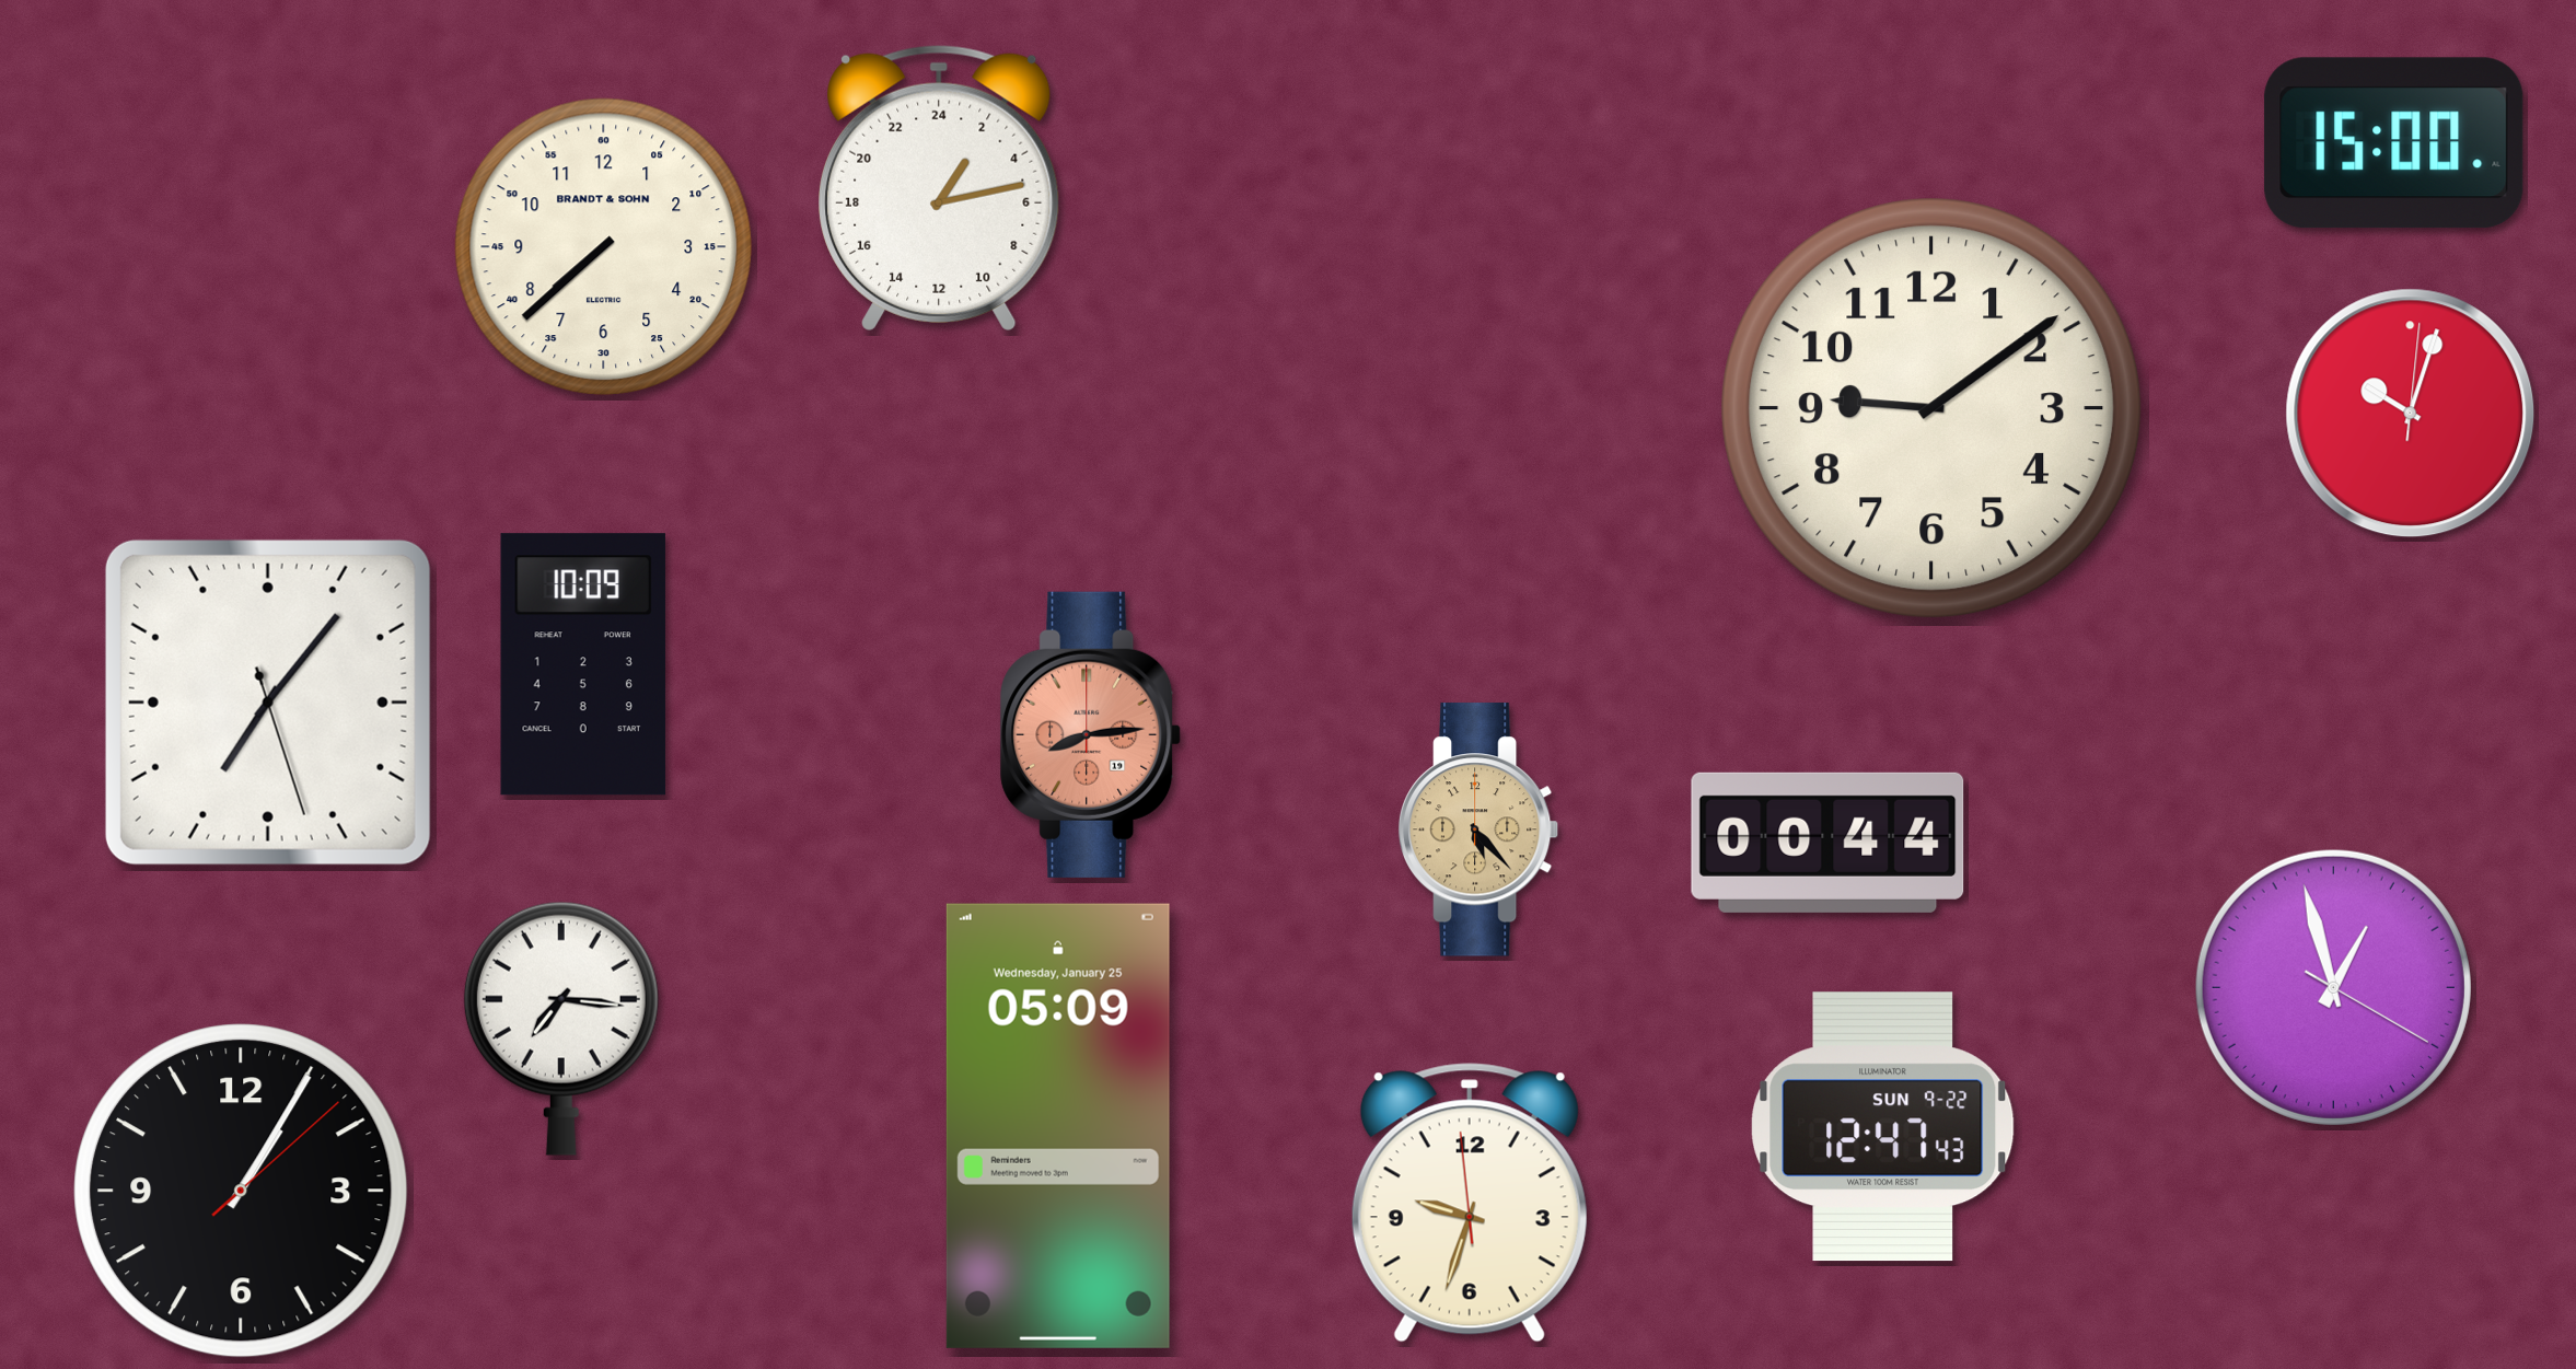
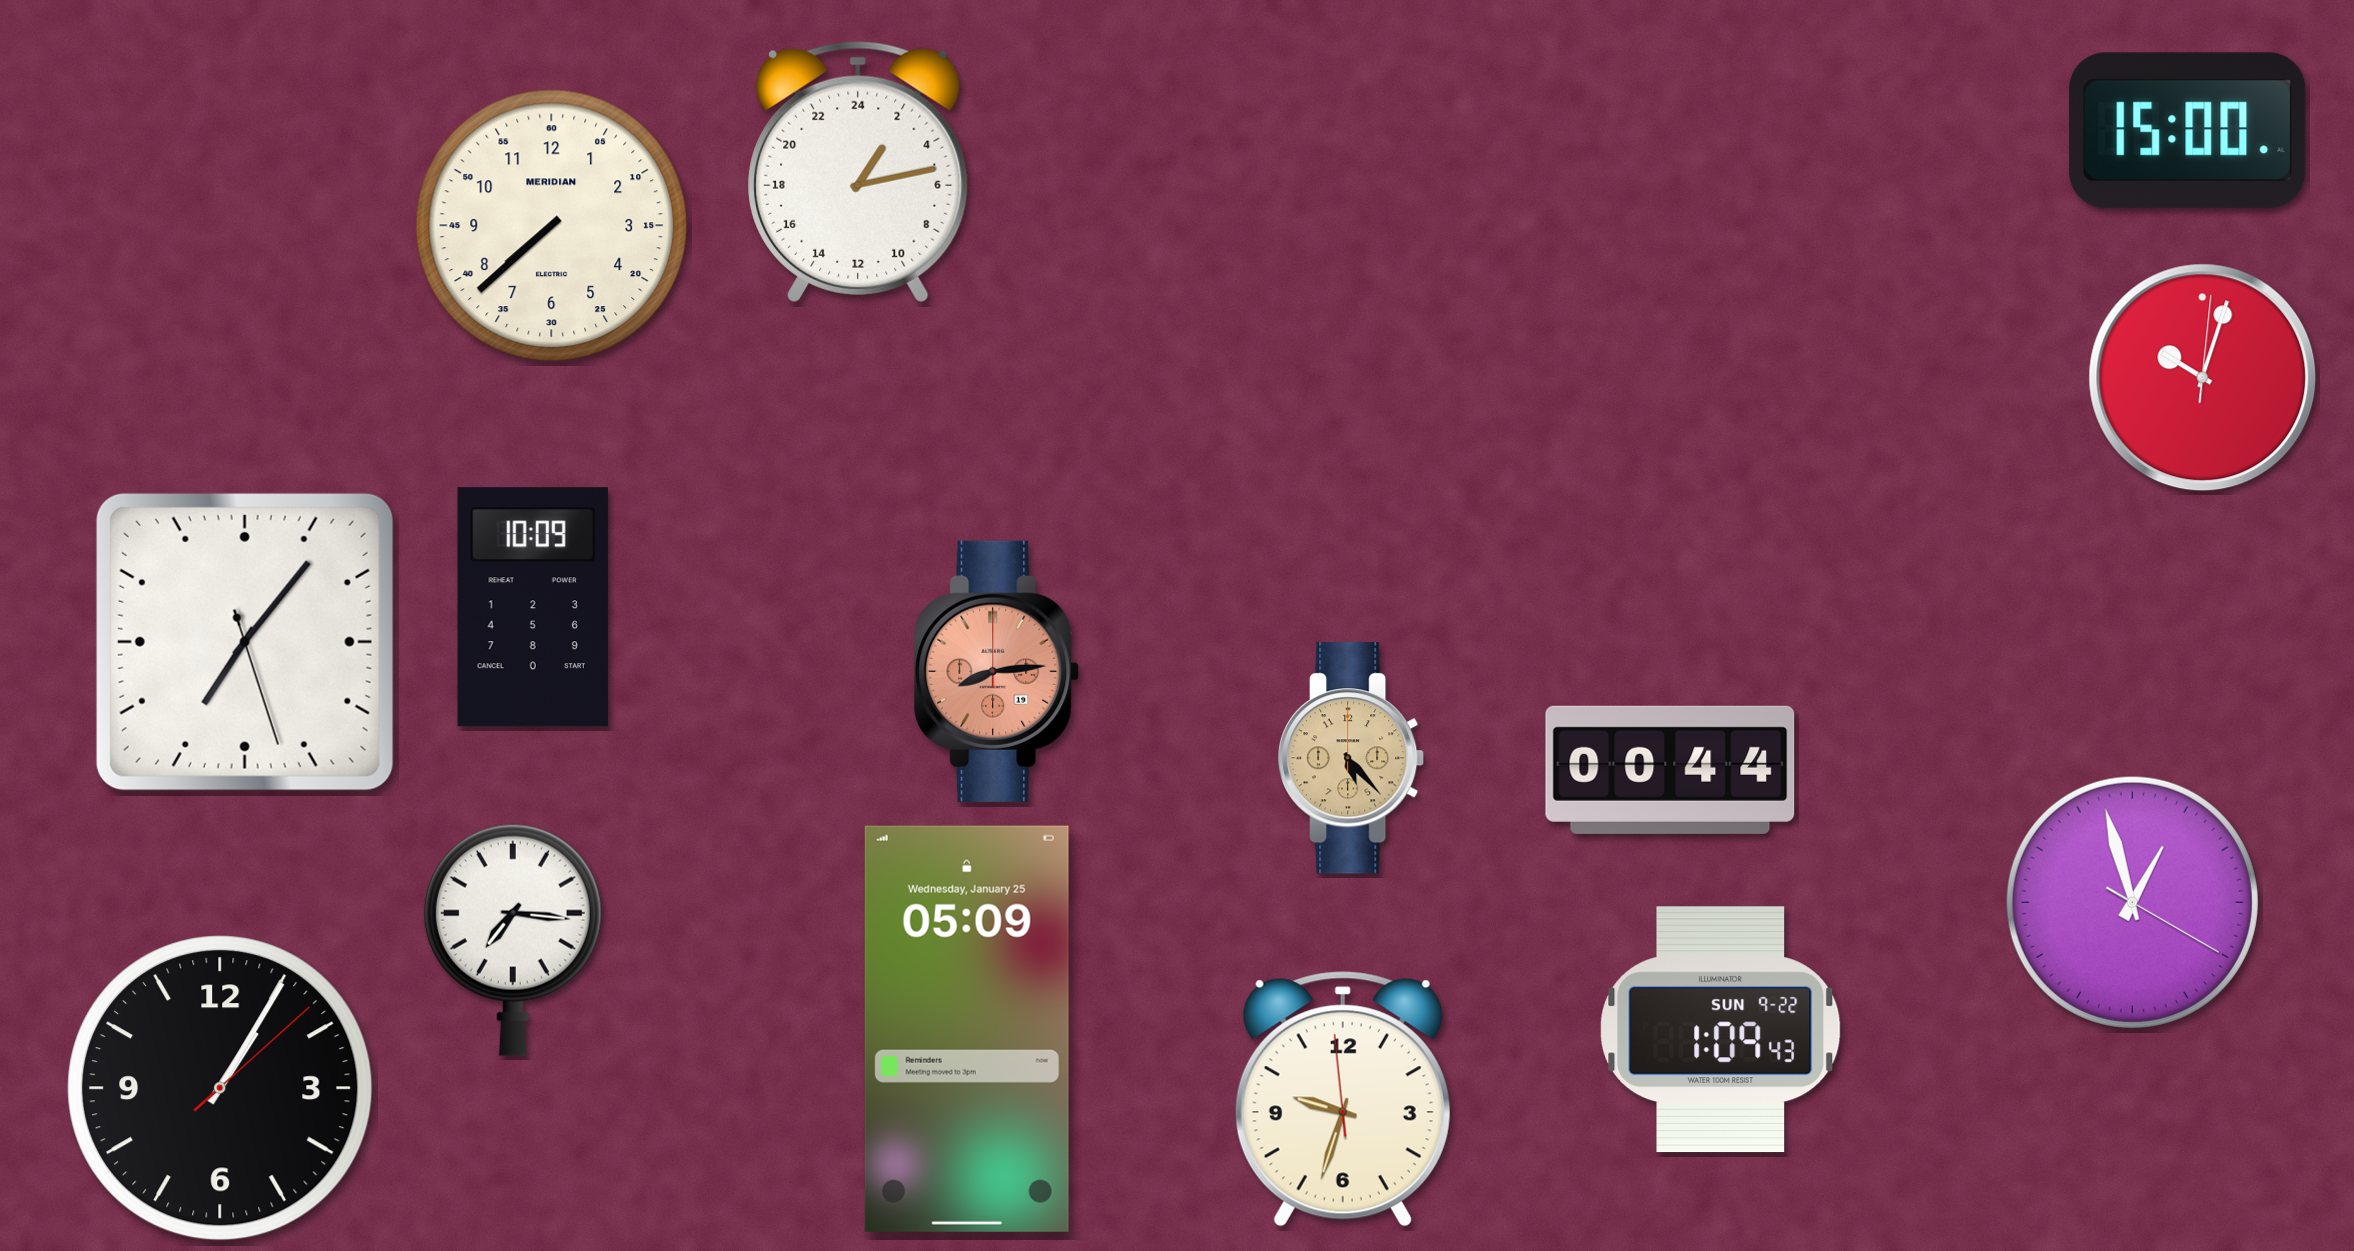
clock at (604, 247) brand: BRANDT & SOHN -> MERIDIAN
clock at (1931, 408): 9:09 -> none
clock at (1883, 1127): 12:47 -> 1:09
